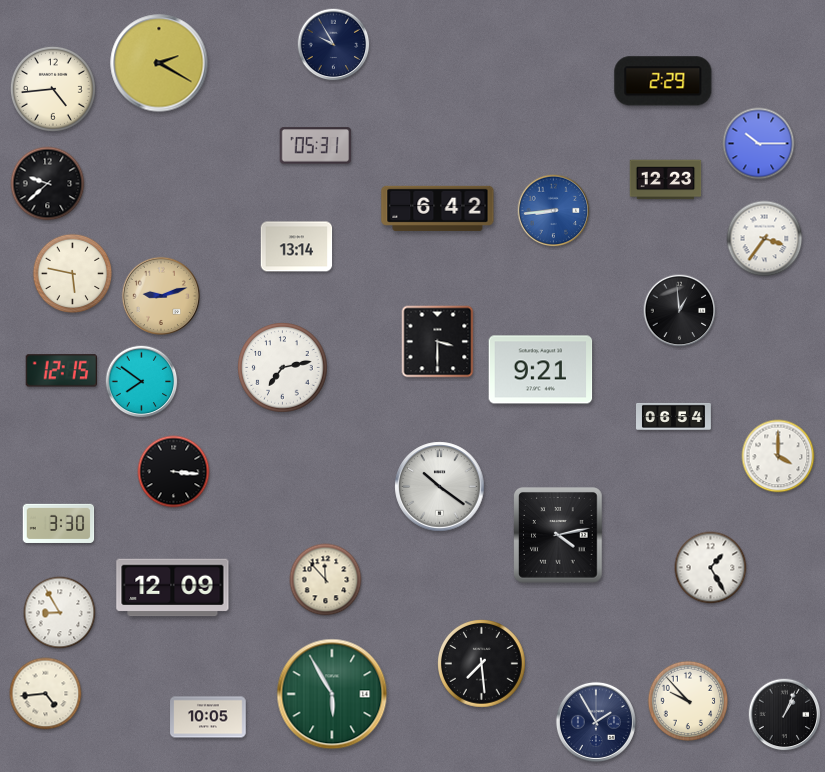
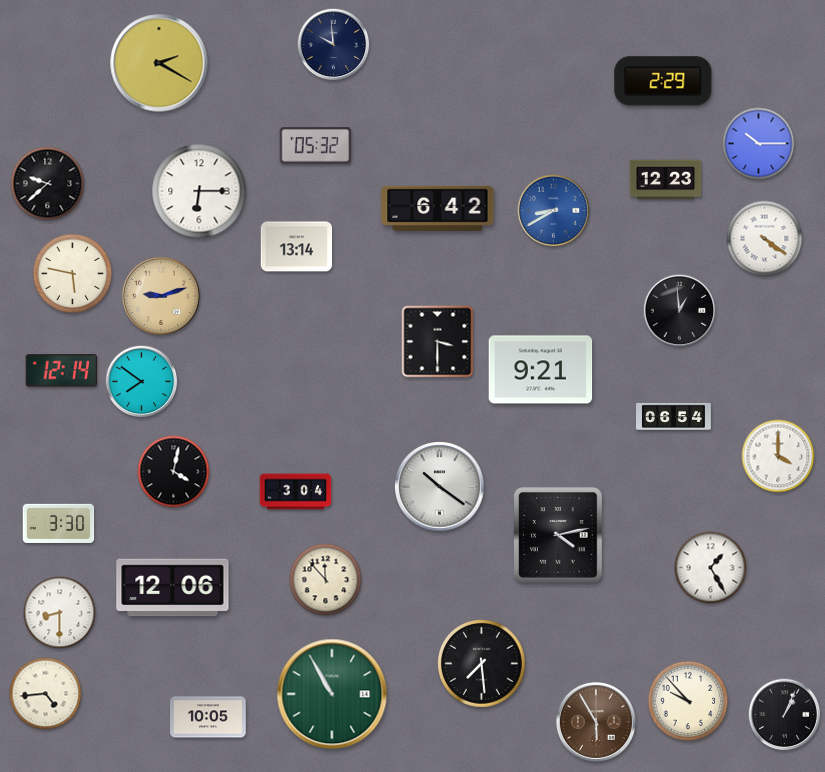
clock at (334, 45): 9:55 -> 9:59
clock at (53, 89): 4:44 -> none
clock at (316, 146): 05:31 -> 05:32
clock at (199, 191): none -> 6:15
clock at (554, 211): 8:44 -> 8:40
clock at (765, 239): 3:36 -> 4:21
clock at (283, 368): 7:13 -> none
clock at (61, 371): 12:15 -> 12:14
clock at (174, 472): 3:16 -> 4:02
clock at (296, 492): none -> 3:04
clock at (173, 588): 12:09 -> 12:06
clock at (60, 613): 8:55 -> 8:30
clock at (332, 694): 5:55 -> 10:55
clock at (596, 722): 1:55 -> 5:55
clock at (596, 722) dial: navy -> brown
